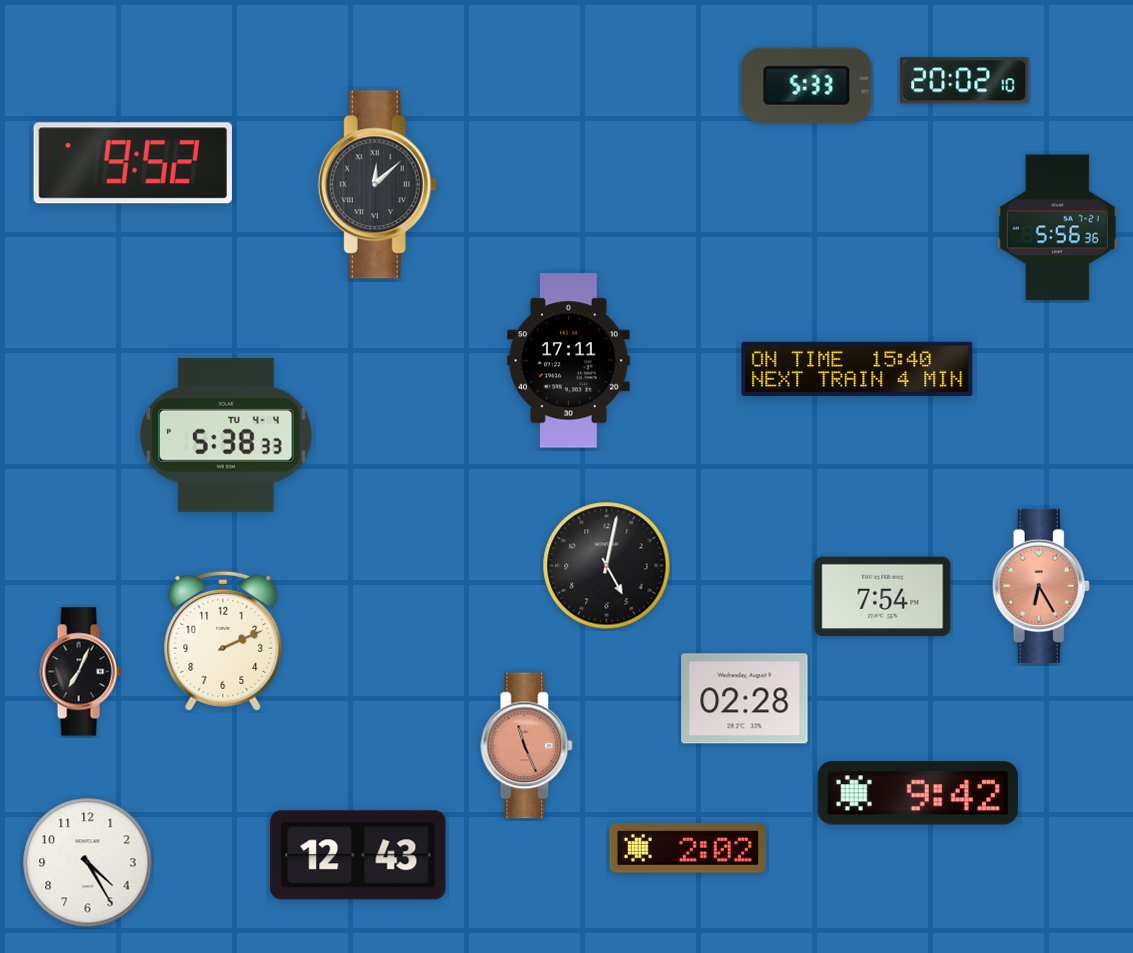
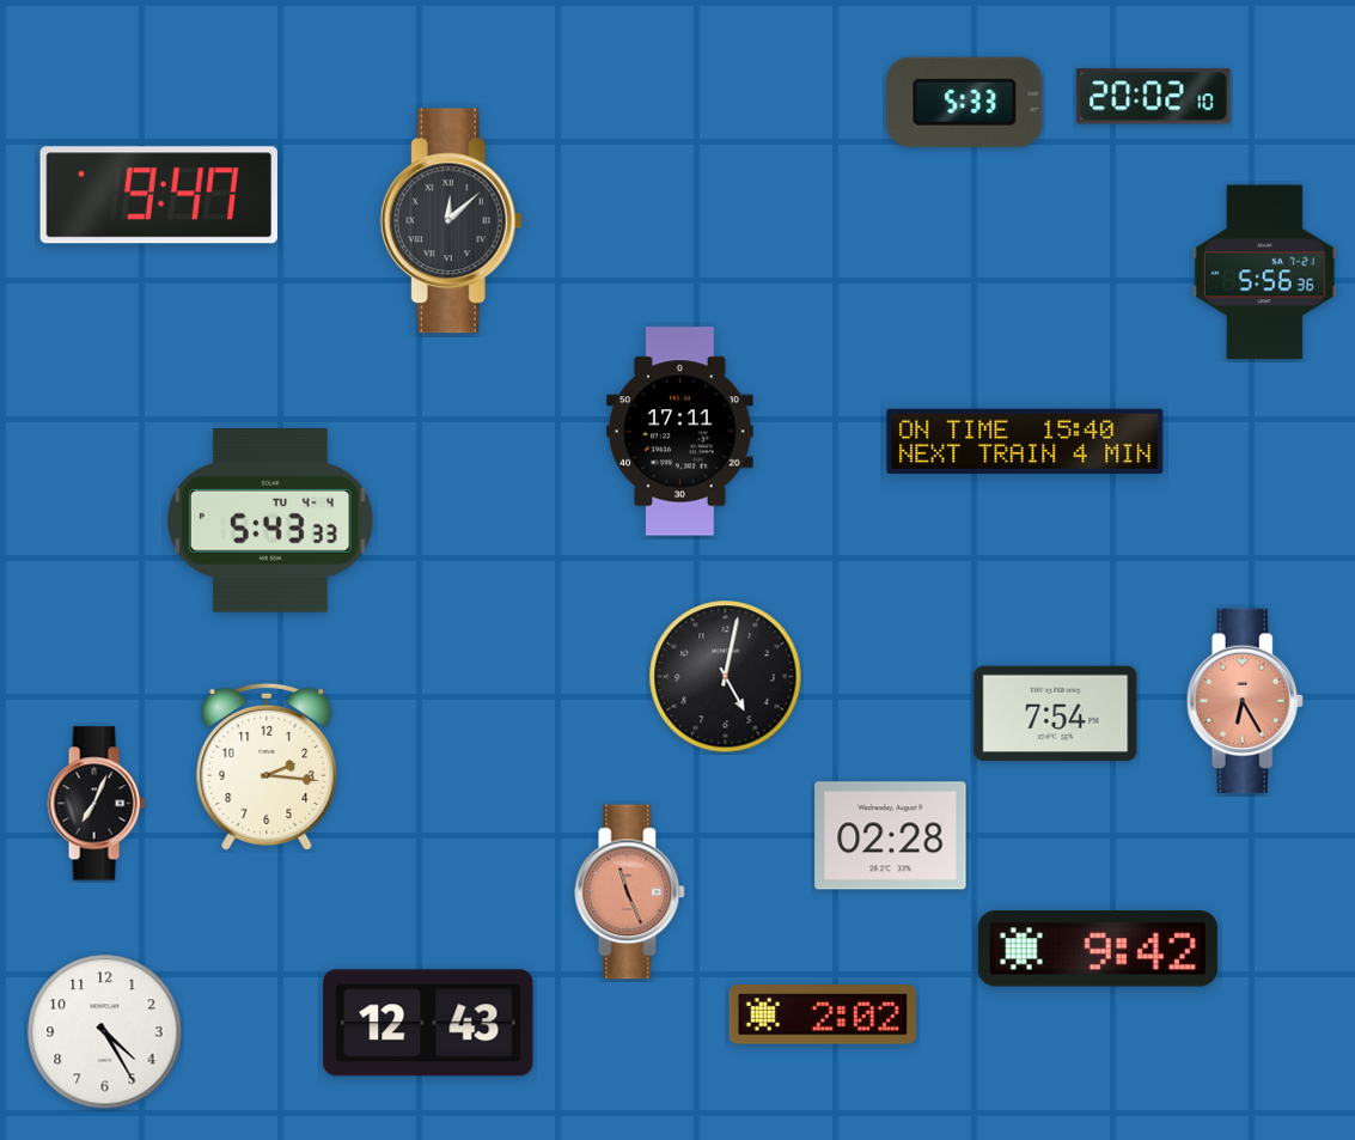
clock at (133, 163): 9:52 -> 9:47
clock at (226, 436): 5:38 -> 5:43
clock at (223, 641): 2:11 -> 2:16
